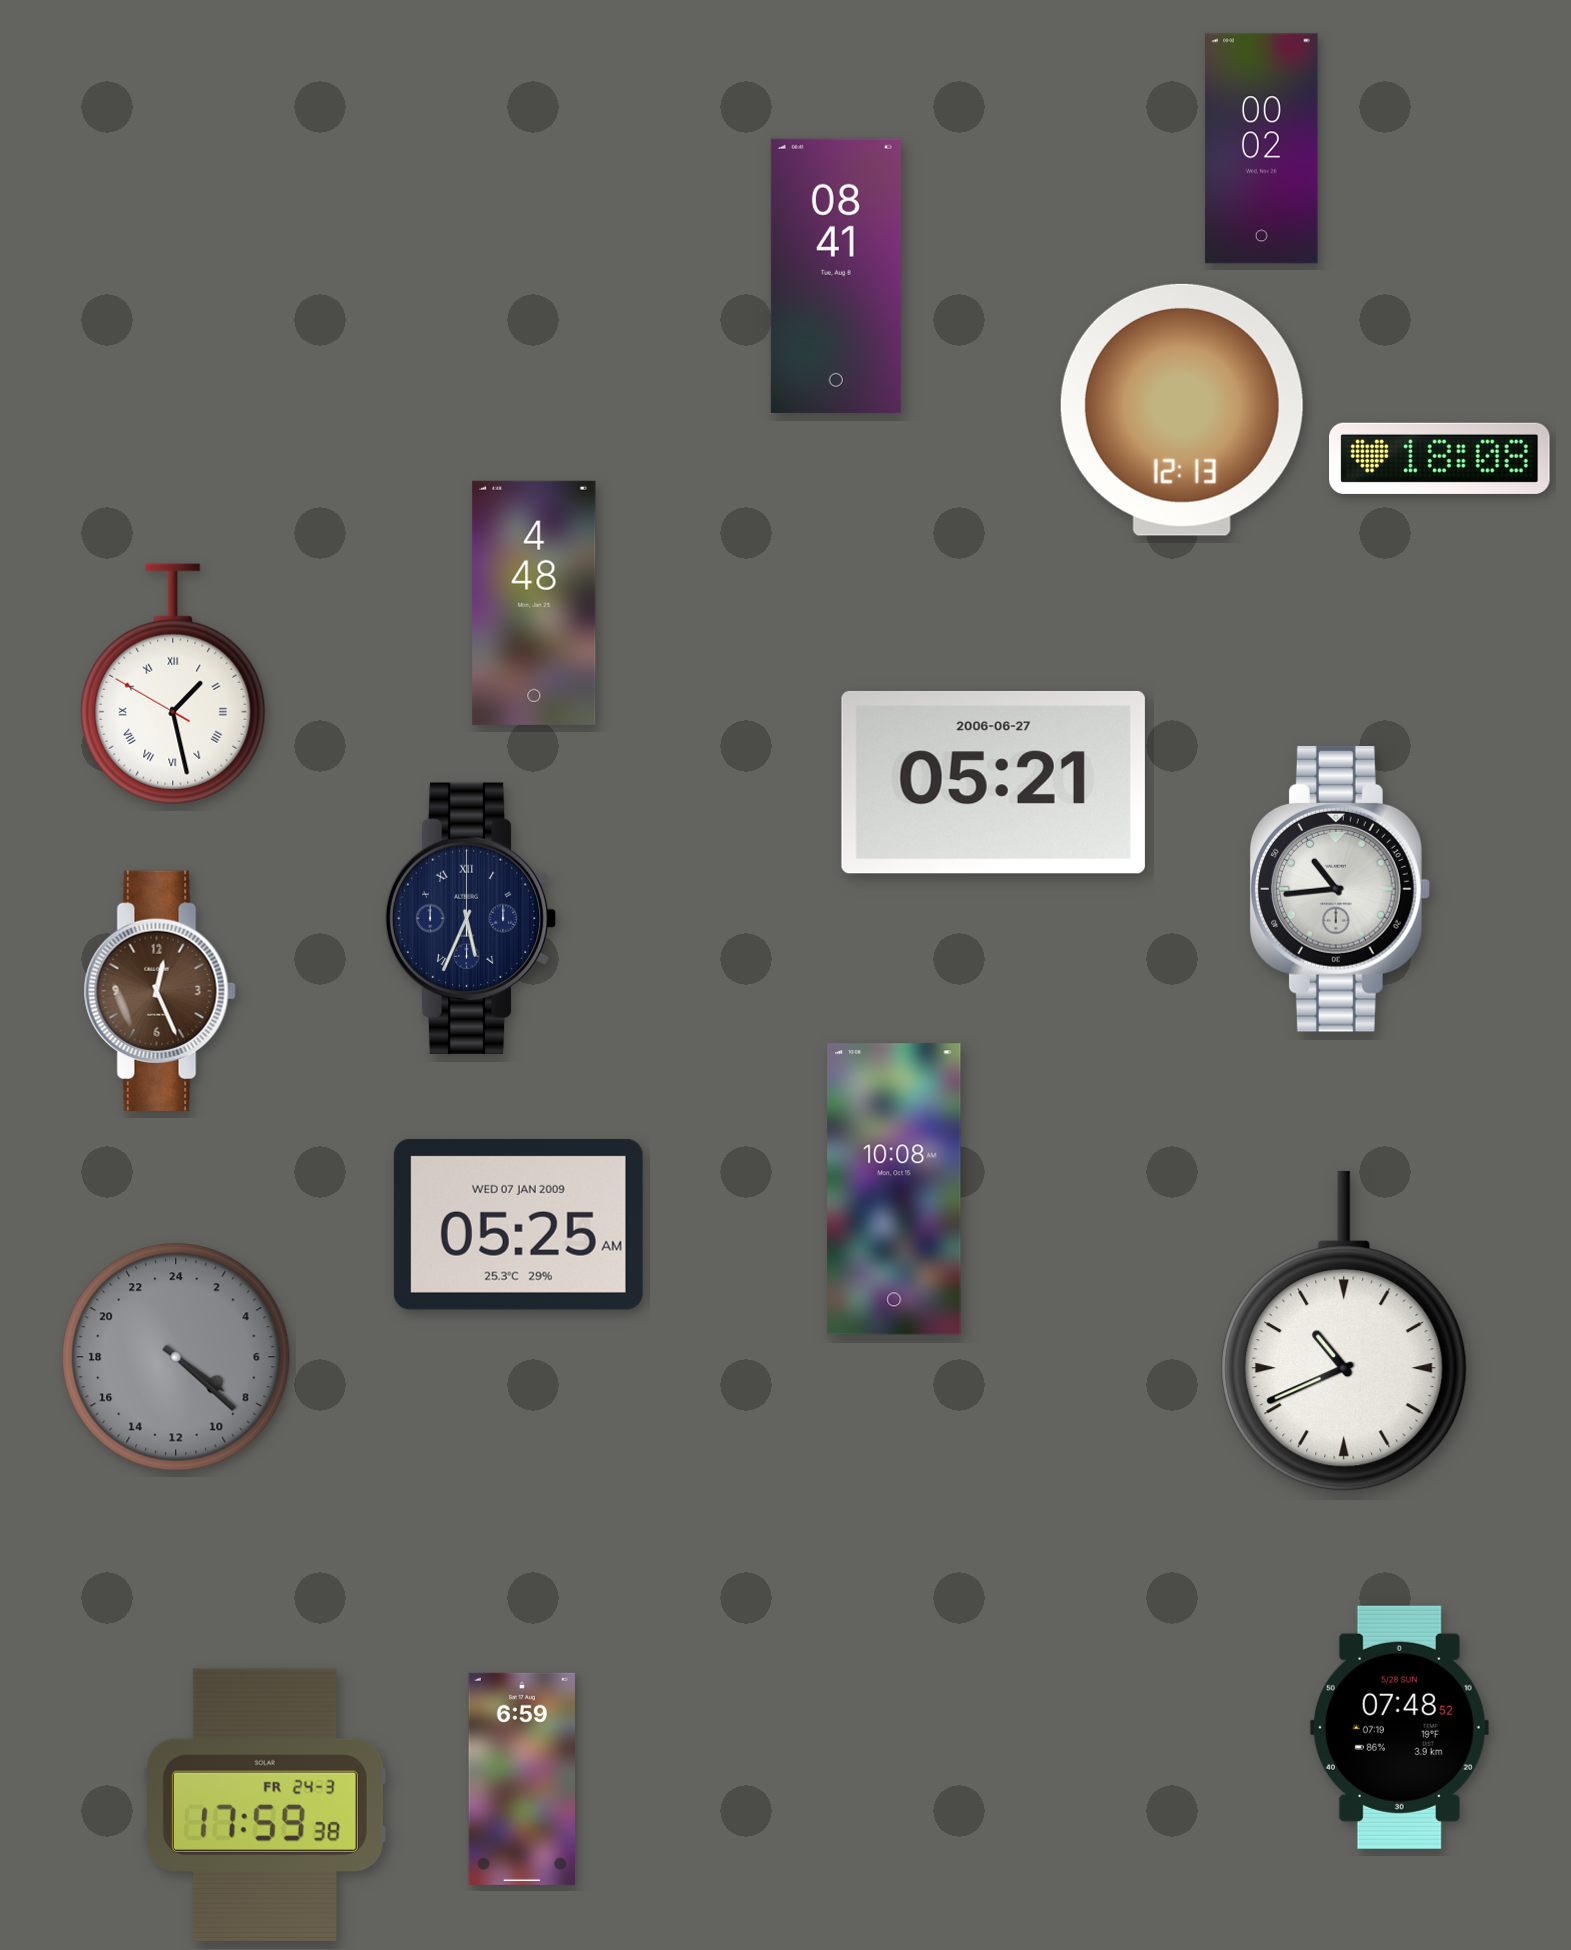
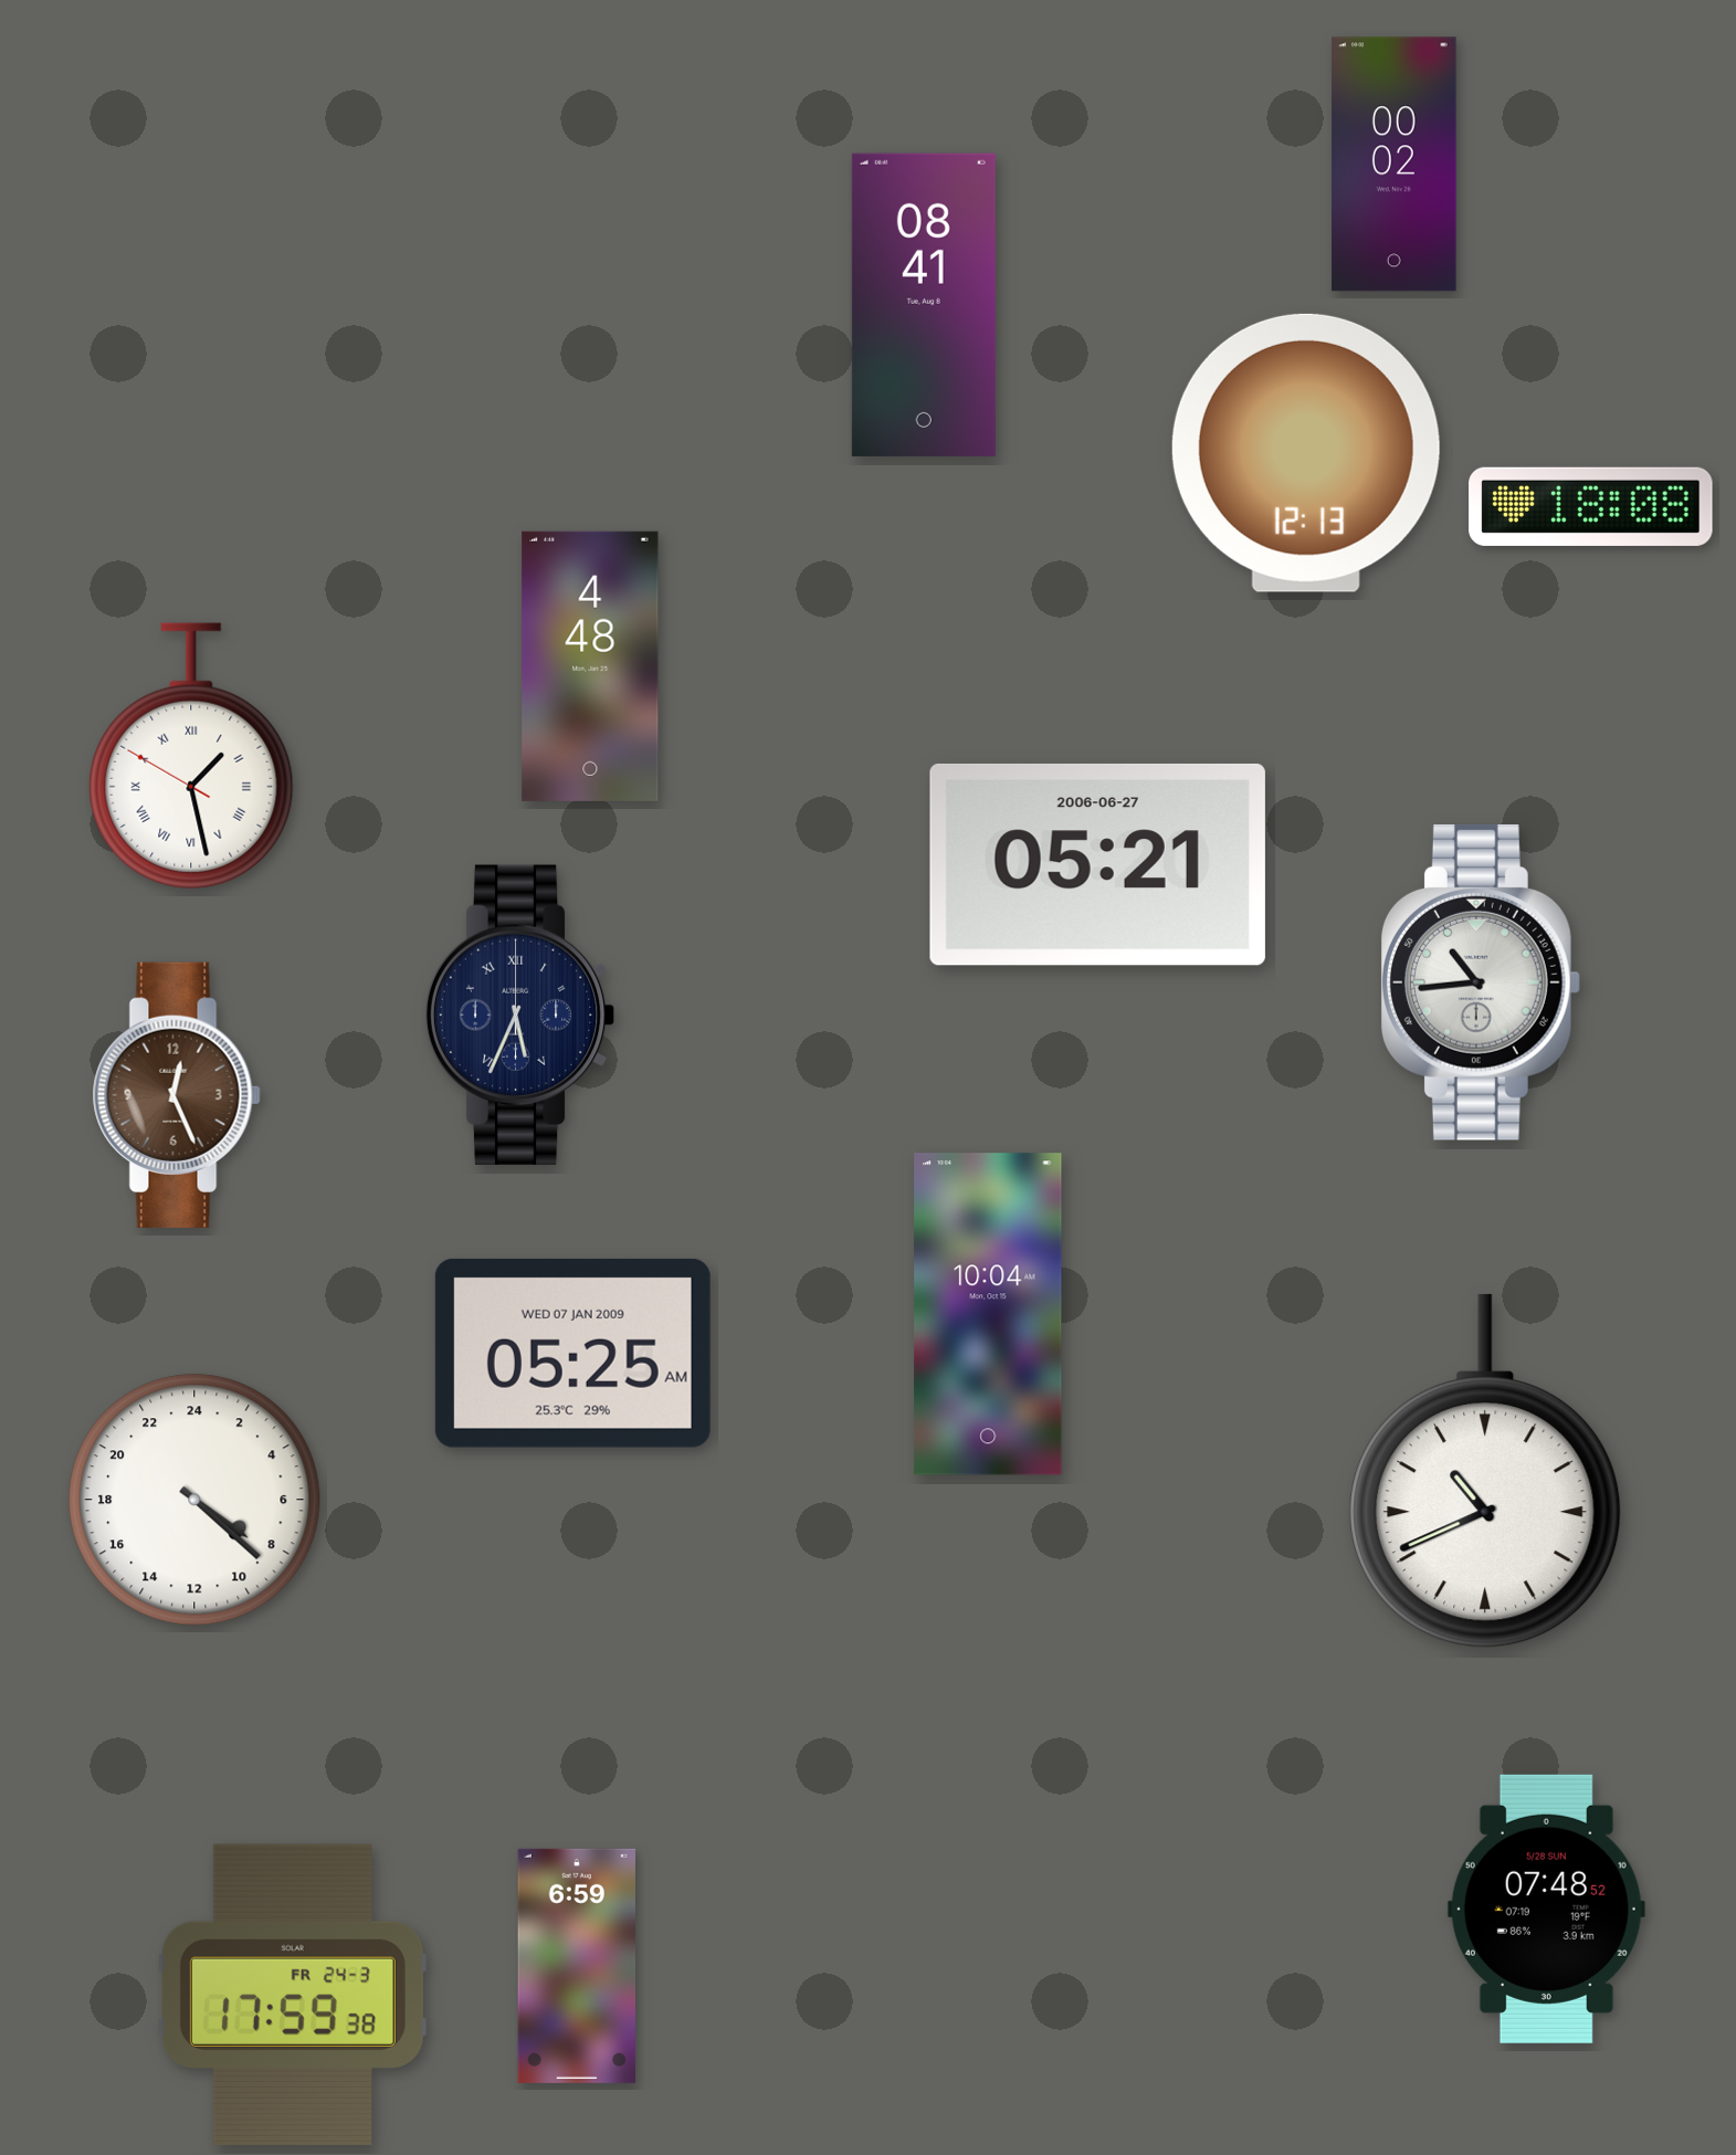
clock at (894, 1189): 10:08 -> 10:04
clock at (176, 1357) dial: grey -> white
